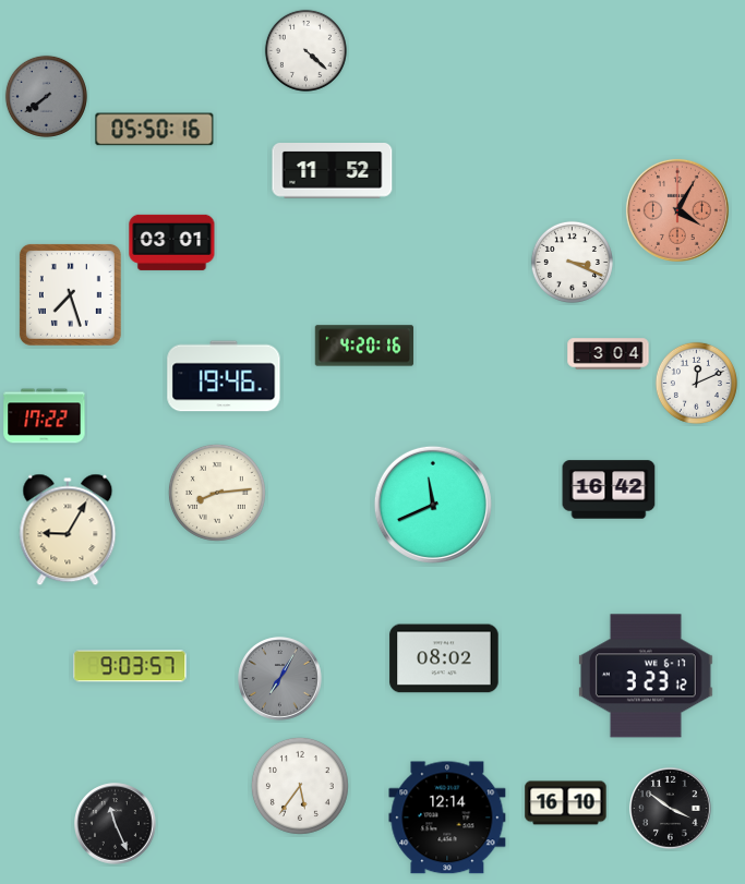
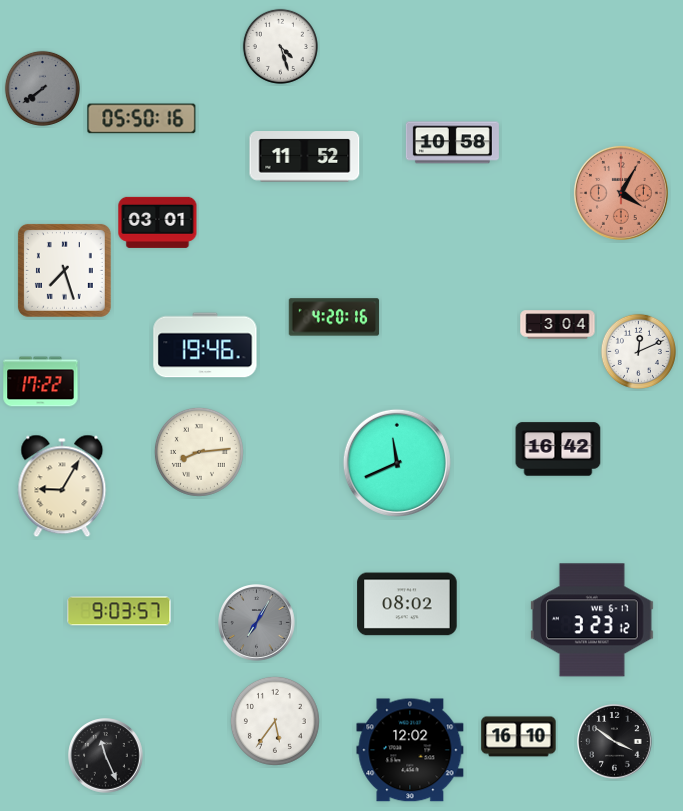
clock at (305, 50): 4:22 -> 4:27
clock at (452, 143): none -> 10:58
clock at (572, 262): 3:19 -> none
clock at (447, 818): 12:14 -> 12:02
